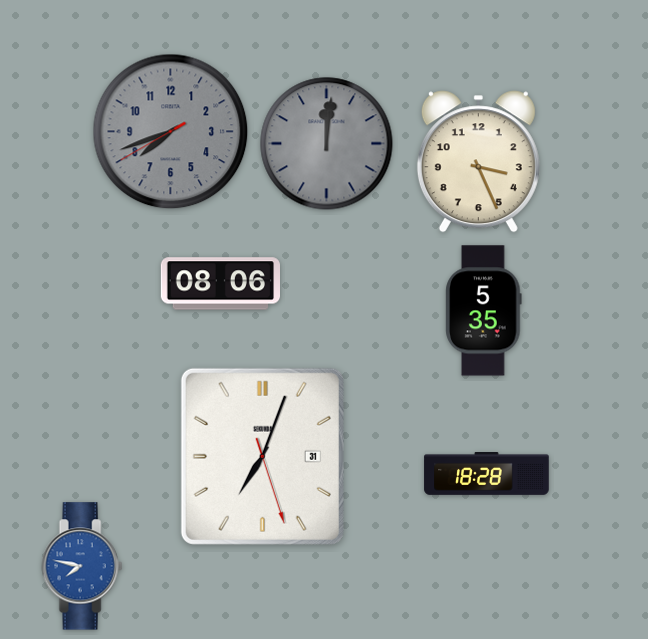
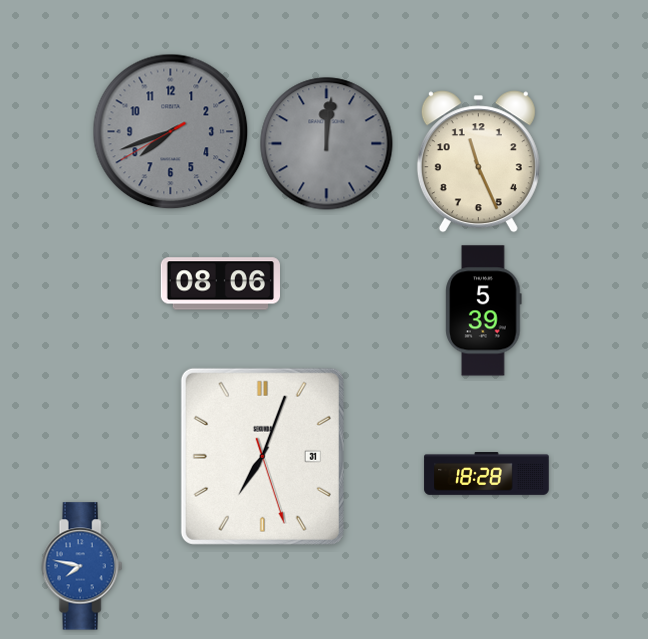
clock at (478, 162): 3:26 -> 11:26
clock at (484, 311): 5:35 -> 5:39
